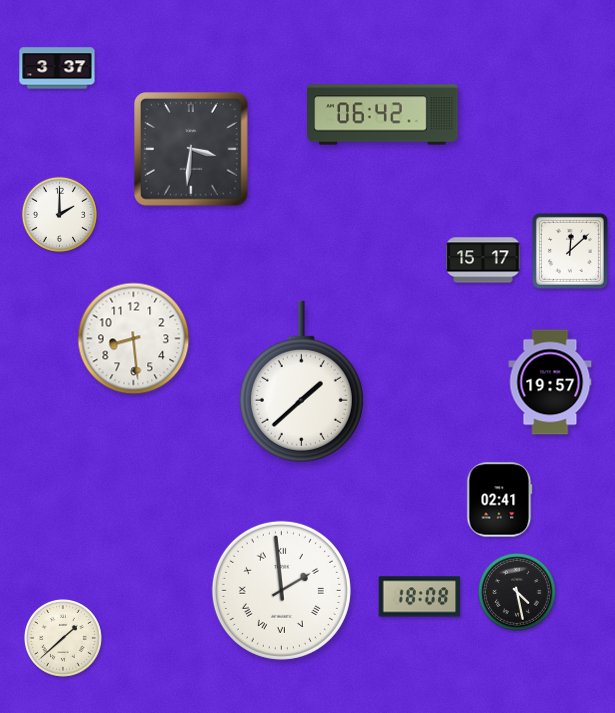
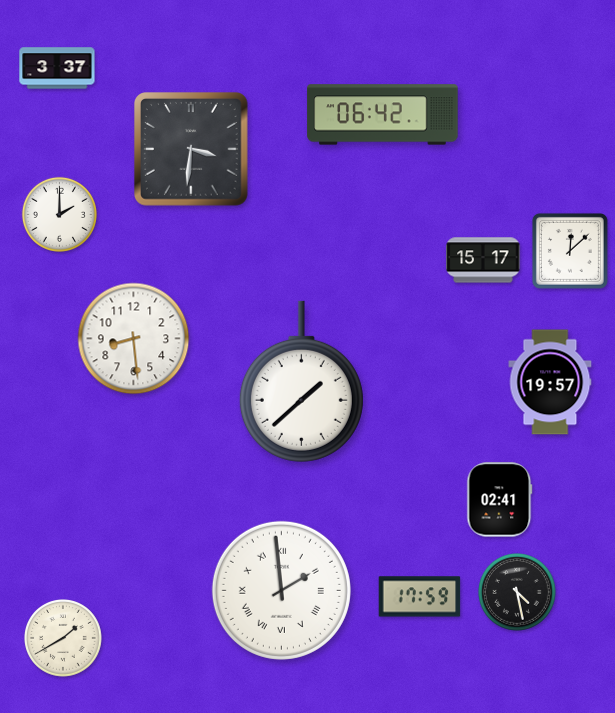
clock at (420, 597): 18:08 -> 17:59
clock at (64, 639): 1:38 -> 1:40
